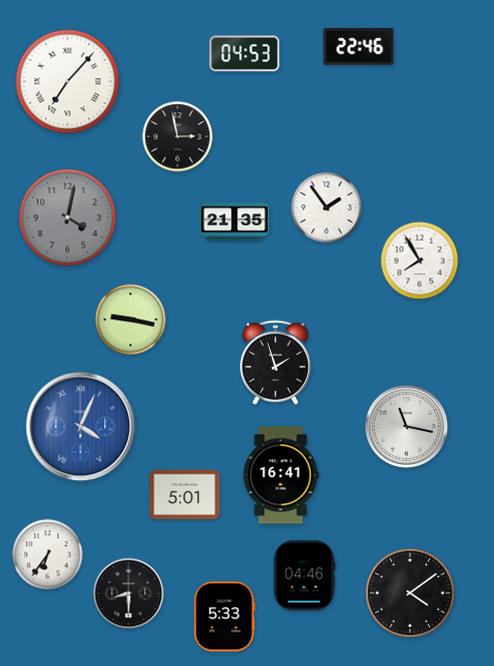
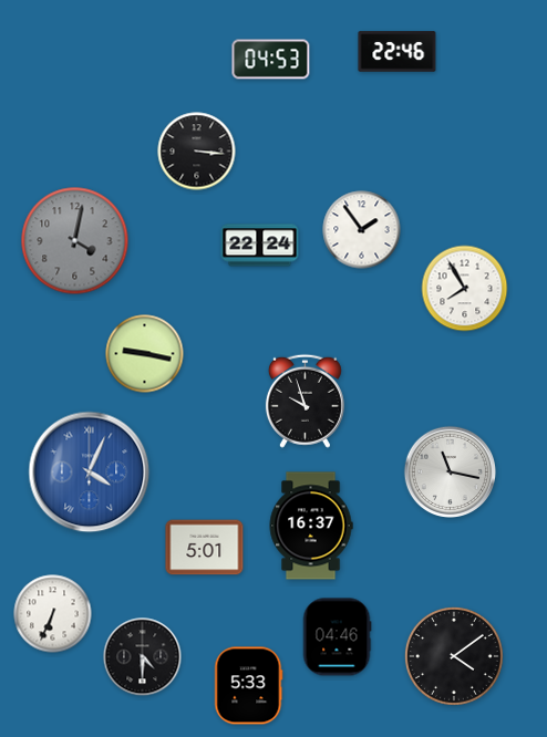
clock at (68, 82): 7:07 -> none
clock at (178, 137): 2:58 -> 3:16
clock at (235, 222): 21:35 -> 22:24
clock at (275, 362): 1:57 -> 9:57
clock at (281, 475): 16:41 -> 16:37
clock at (48, 555): 6:36 -> 6:34
clock at (129, 594): 8:30 -> 4:30
clock at (225, 617) position: (225, 617) -> (249, 686)
